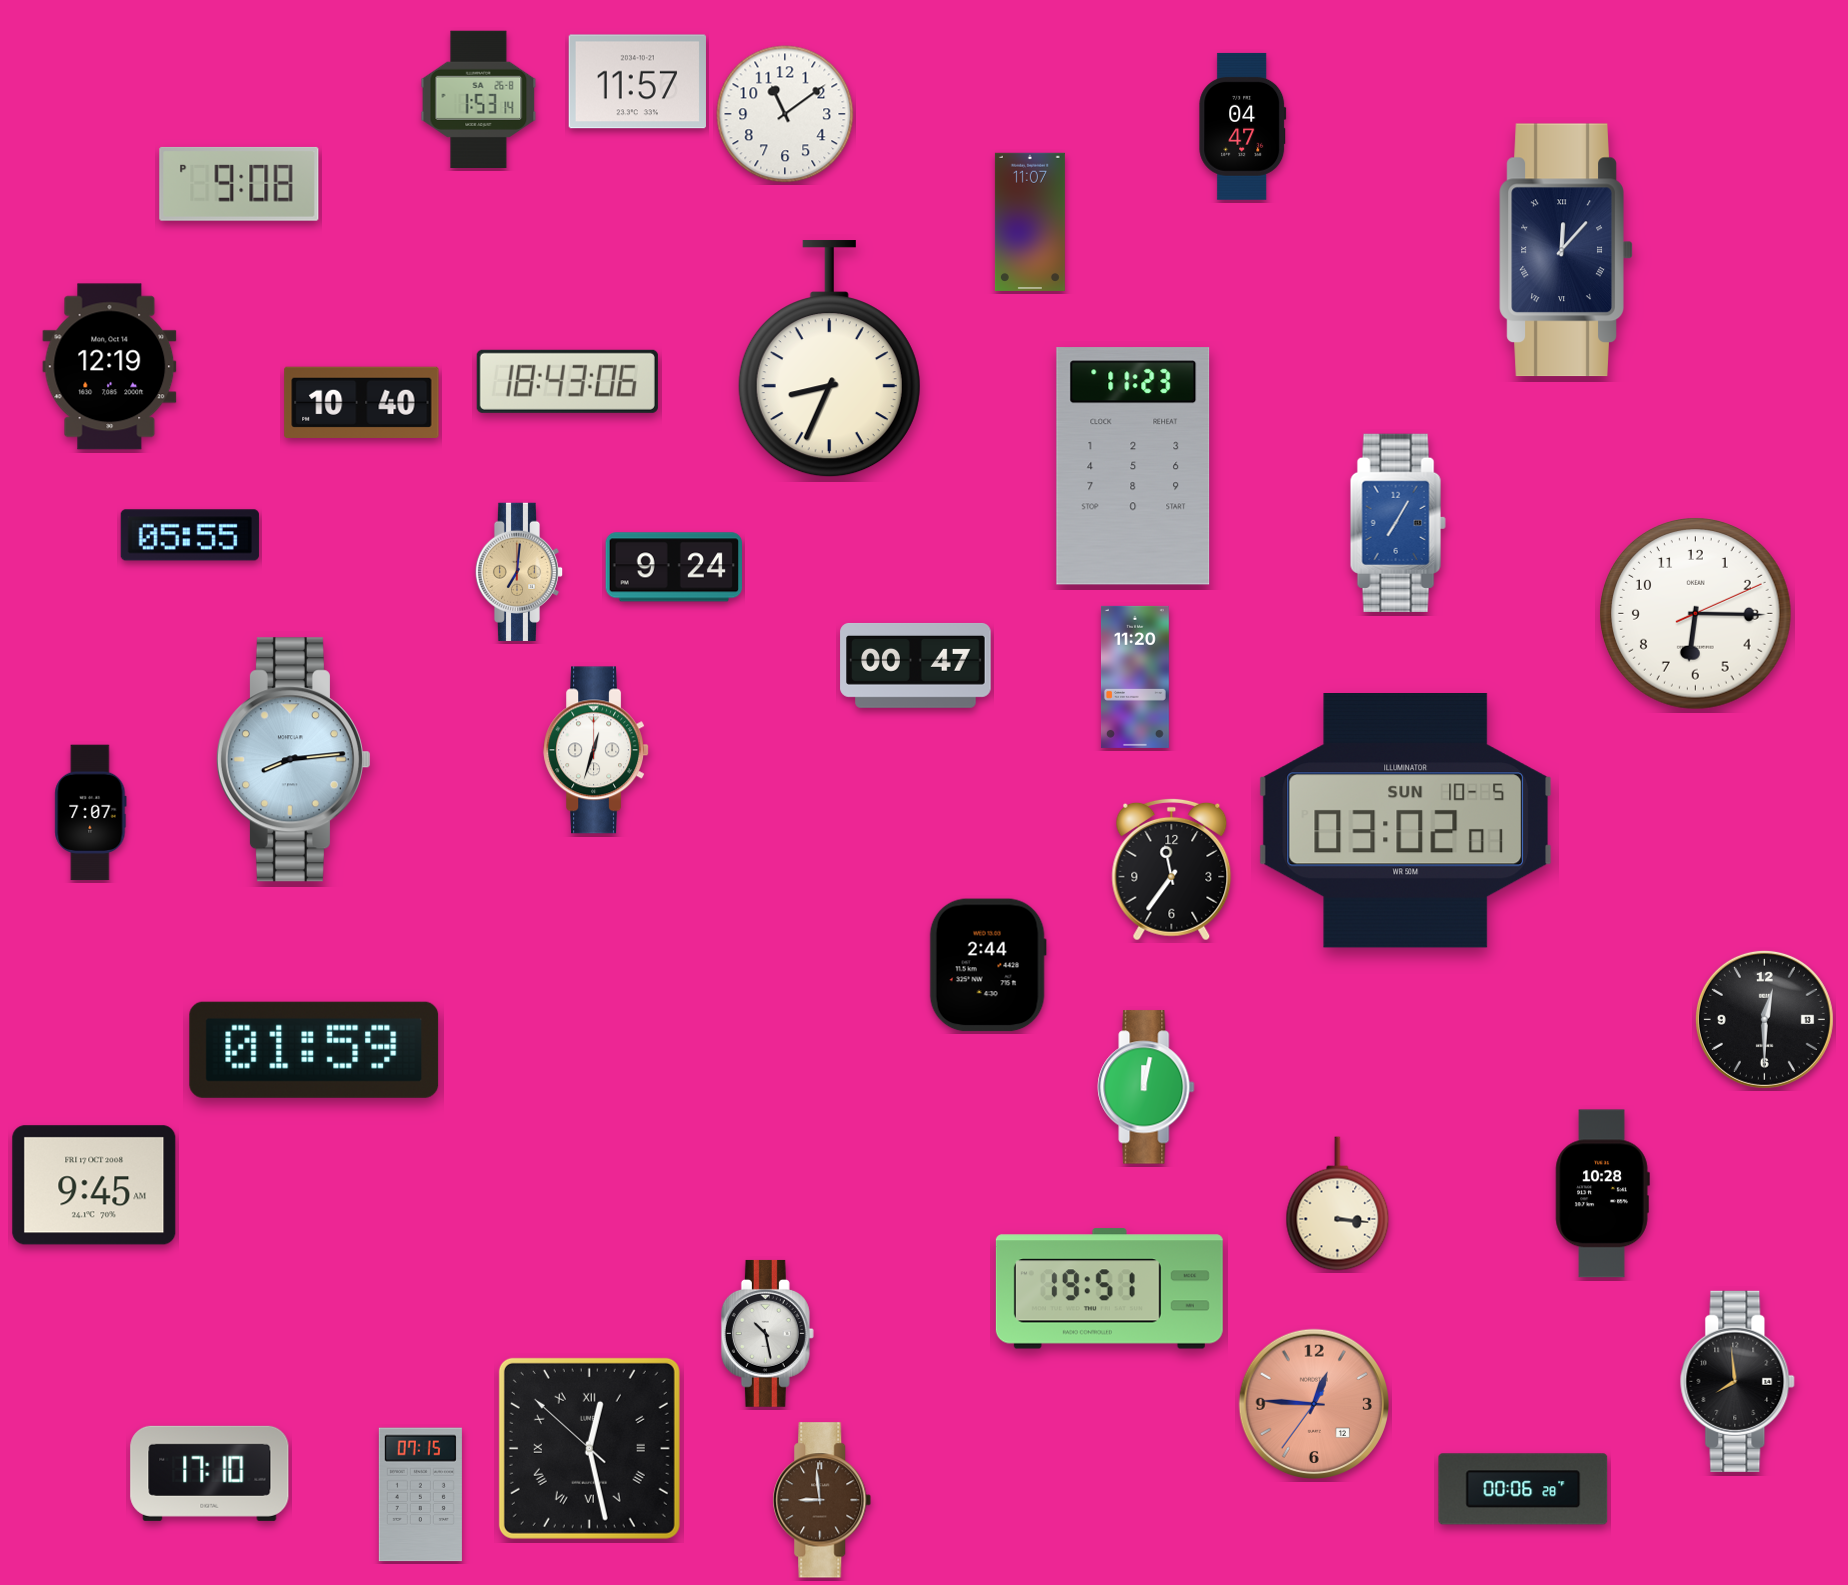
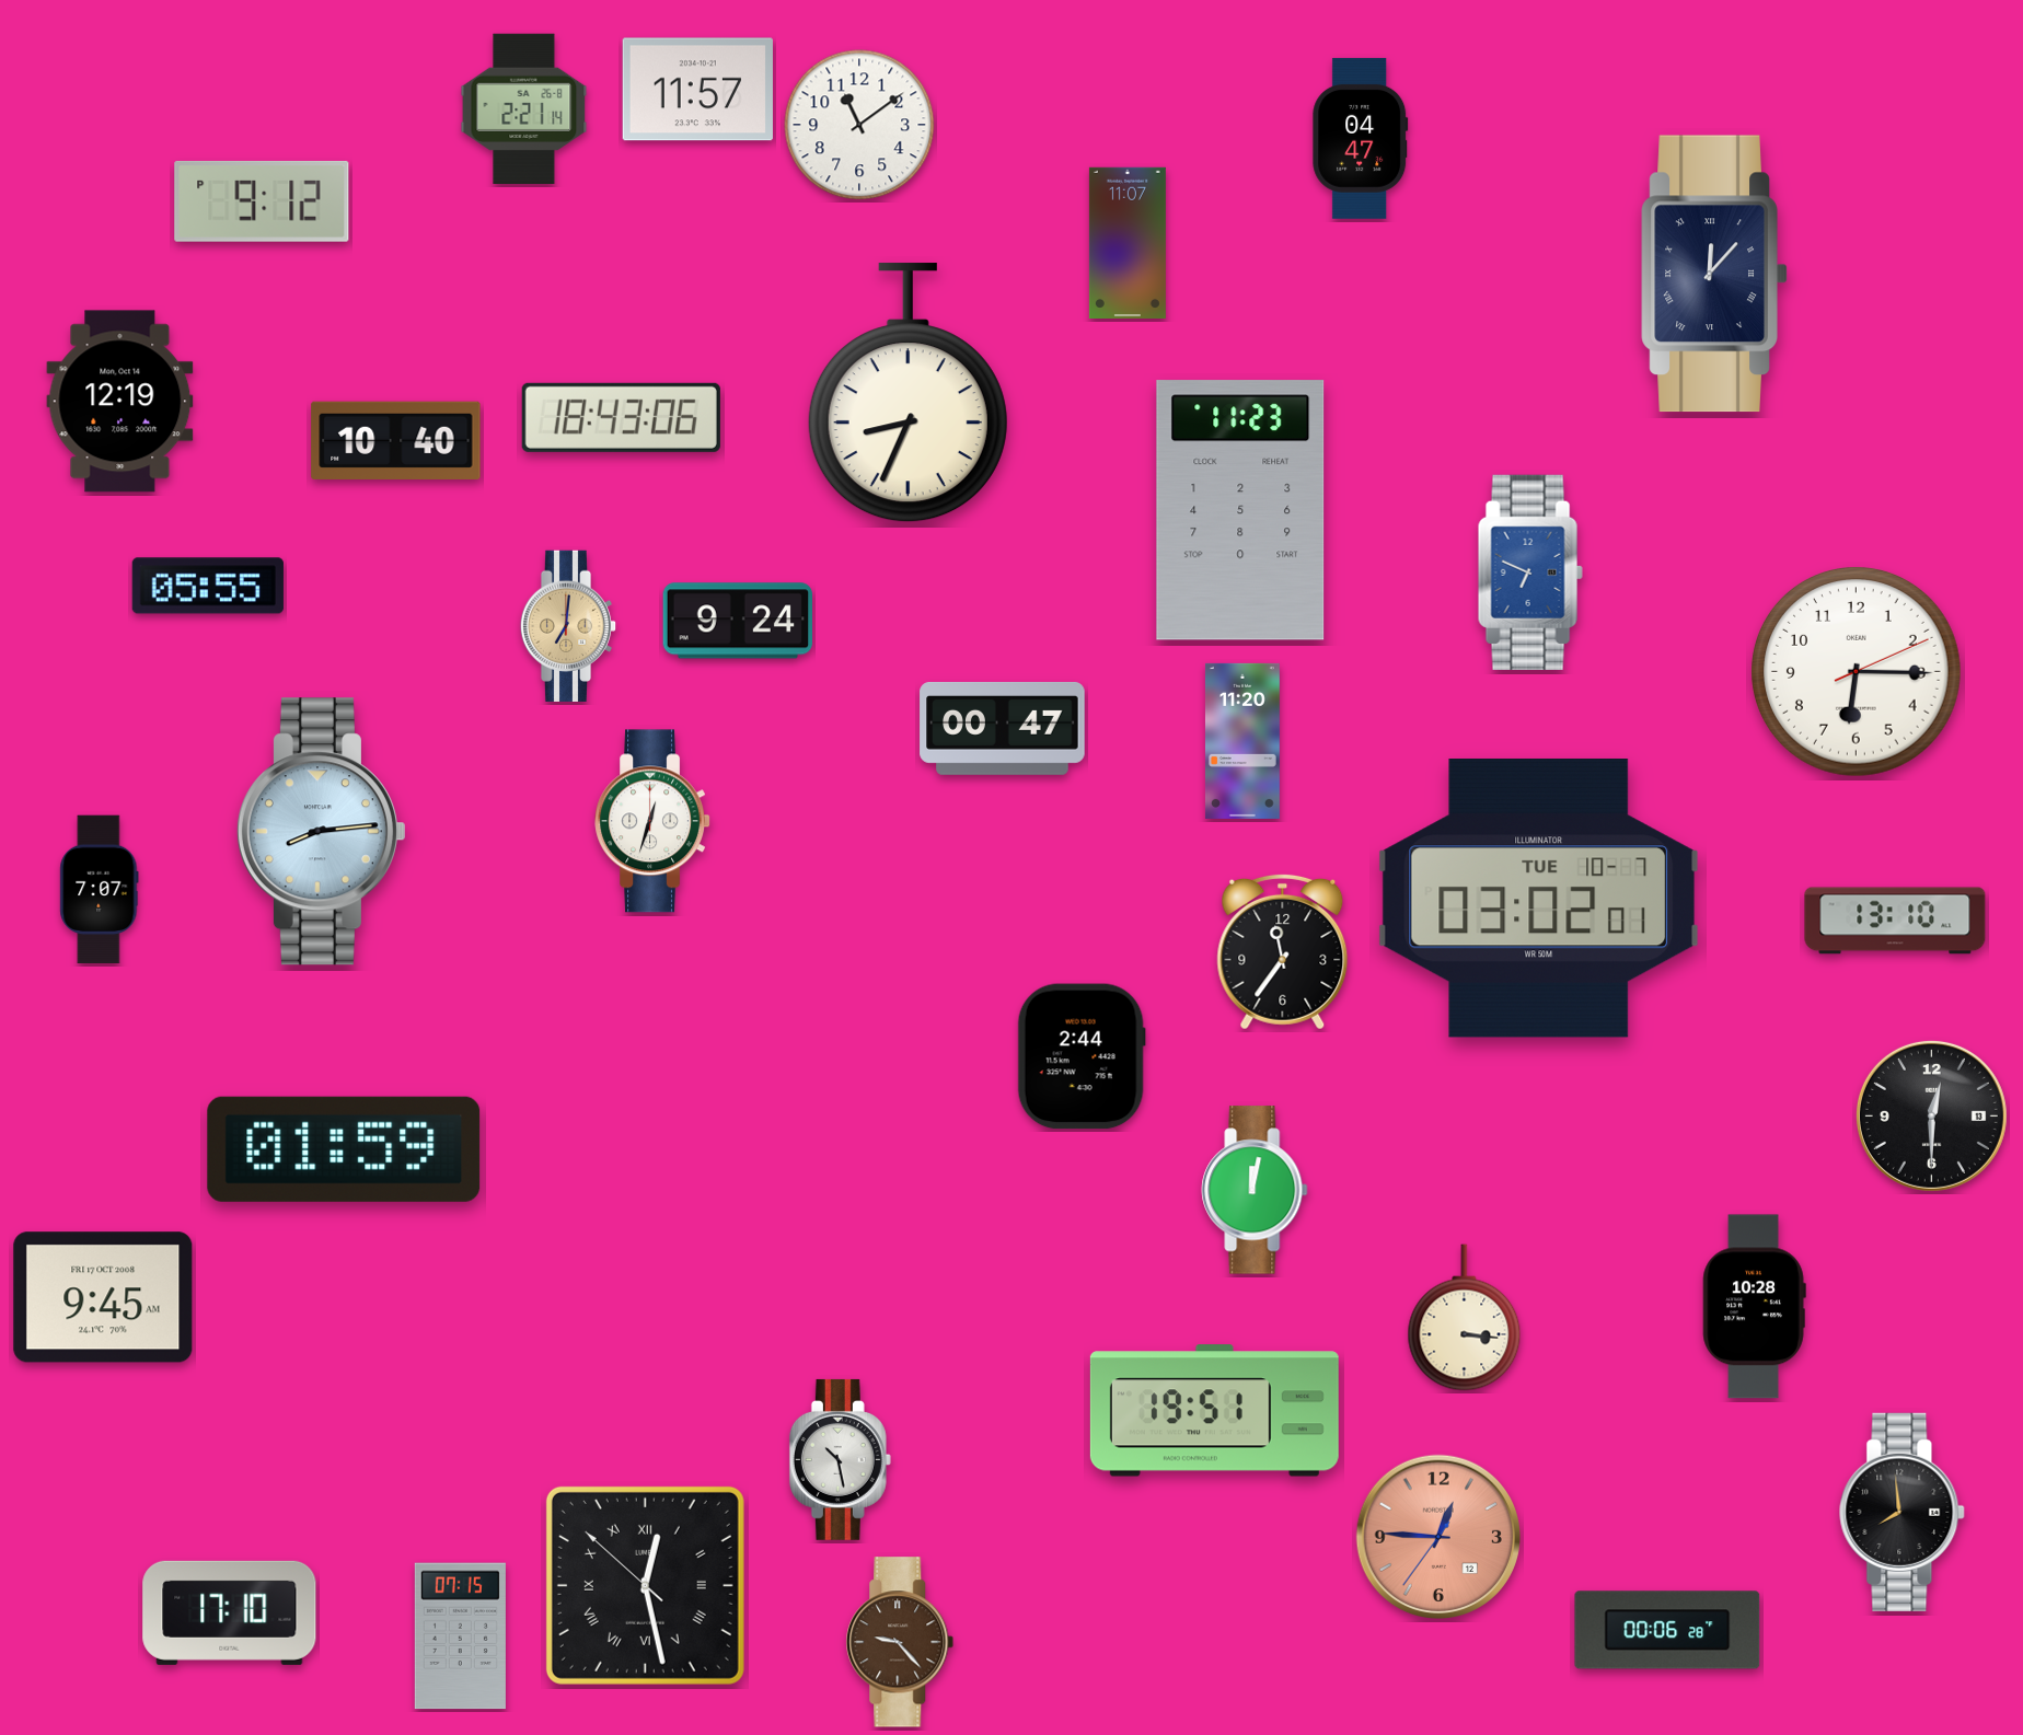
clock at (479, 99): 1:53 -> 2:21
clock at (239, 184): 9:08 -> 9:12
clock at (1398, 523): 7:05 -> 6:49
clock at (1405, 821) date: SUN 10-5 -> TUE 10-7
clock at (1895, 921): none -> 13:10
clock at (822, 1500): 8:59 -> 9:23
